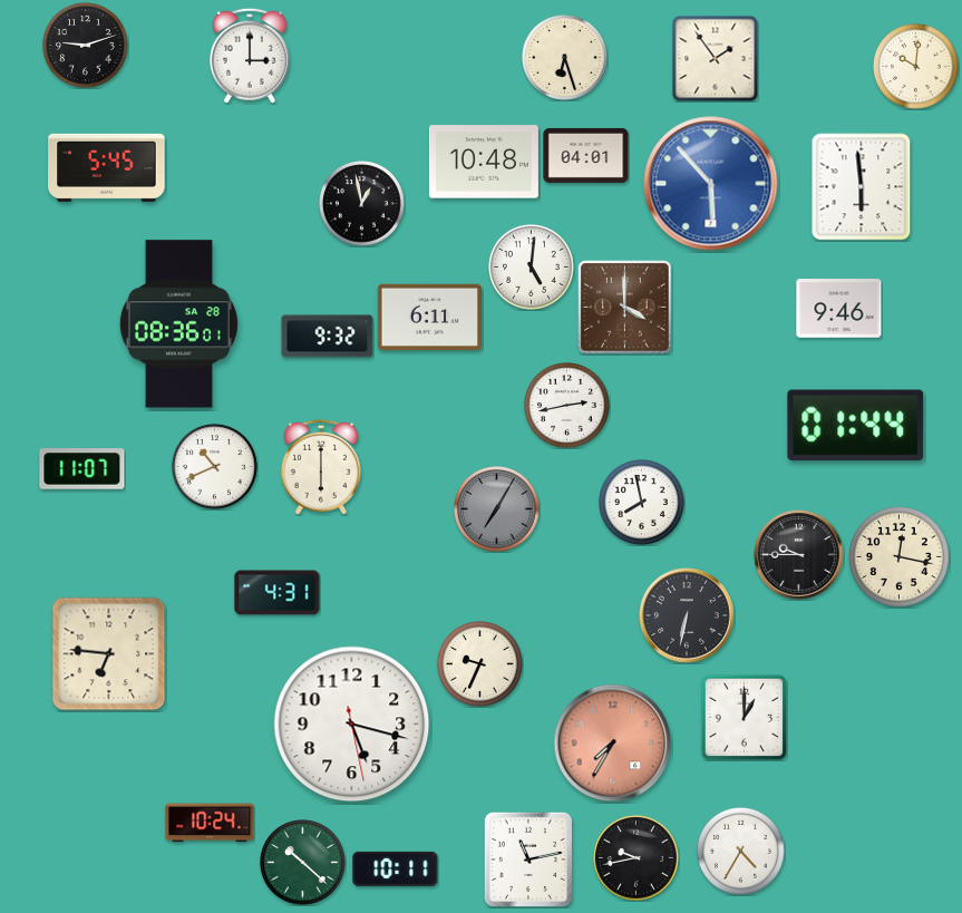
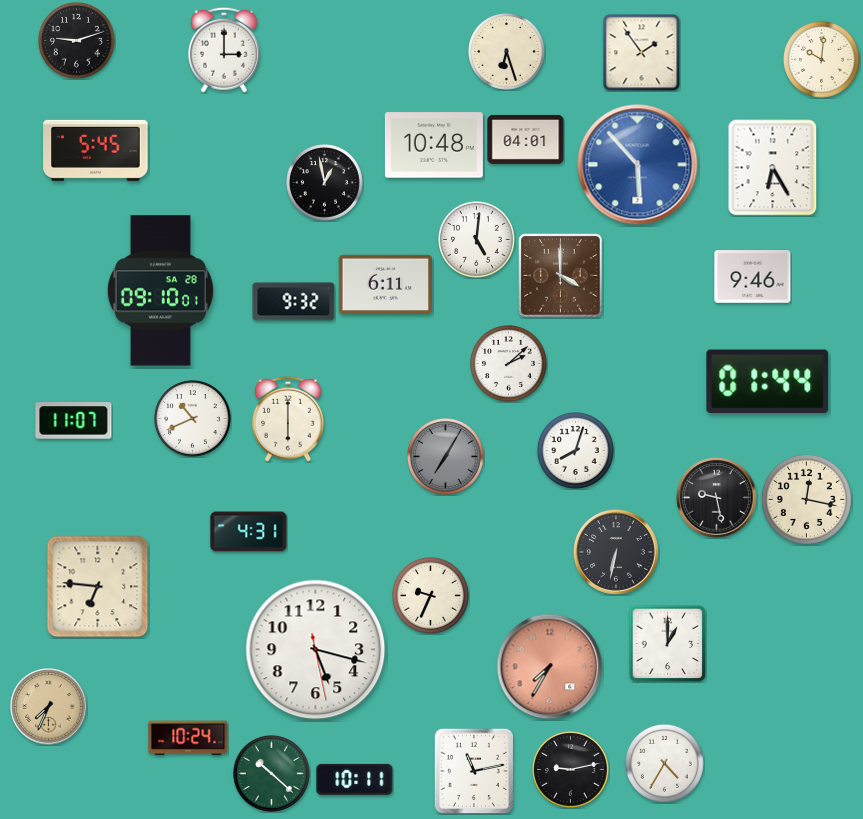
clock at (862, 187): 5:59 -> 6:25
clock at (178, 324): 08:36 -> 09:10
clock at (567, 406): 2:43 -> 2:08
clock at (642, 503): 7:58 -> 8:03
clock at (799, 555): 9:45 -> 9:28
clock at (49, 707): none -> 7:34
clock at (637, 858): 9:43 -> 9:13
